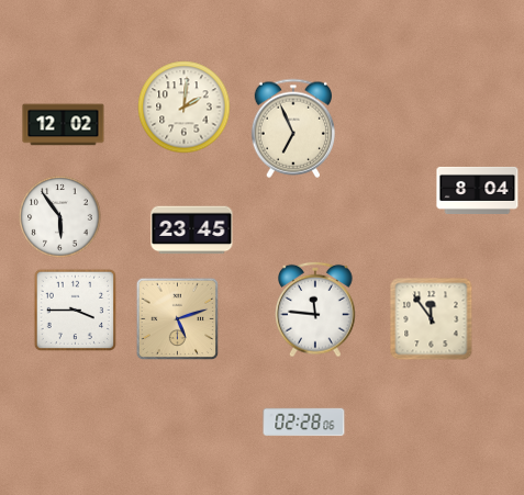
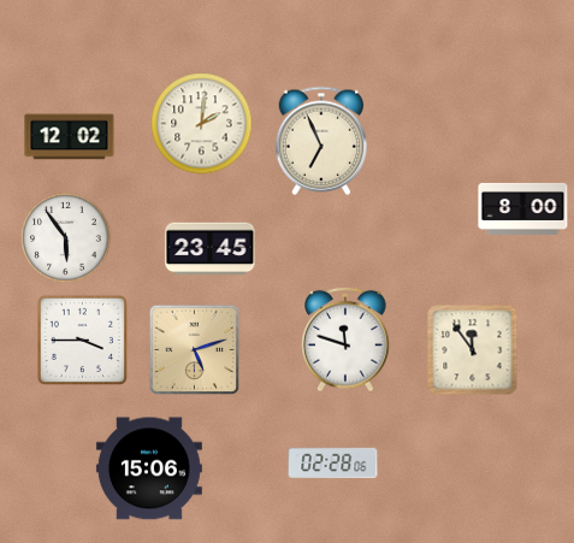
clock at (185, 108) position: (185, 108) -> (202, 124)
clock at (478, 190): 8:04 -> 8:00
clock at (192, 230) position: (192, 230) -> (211, 249)
clock at (315, 310): 11:46 -> 11:48
clock at (149, 468): none -> 15:06
